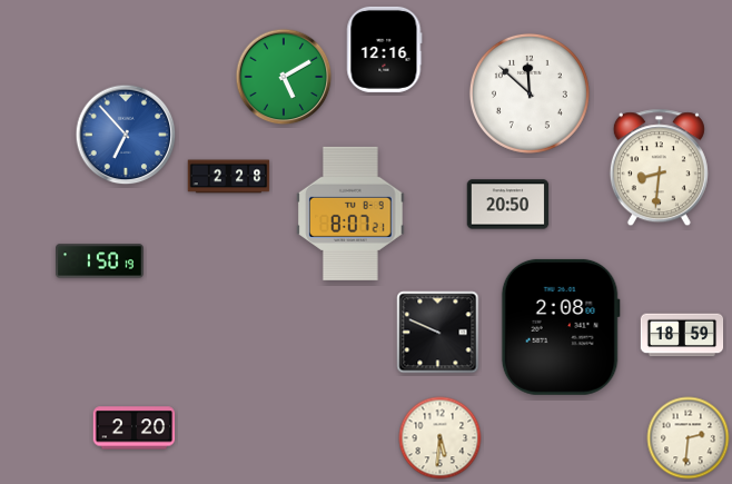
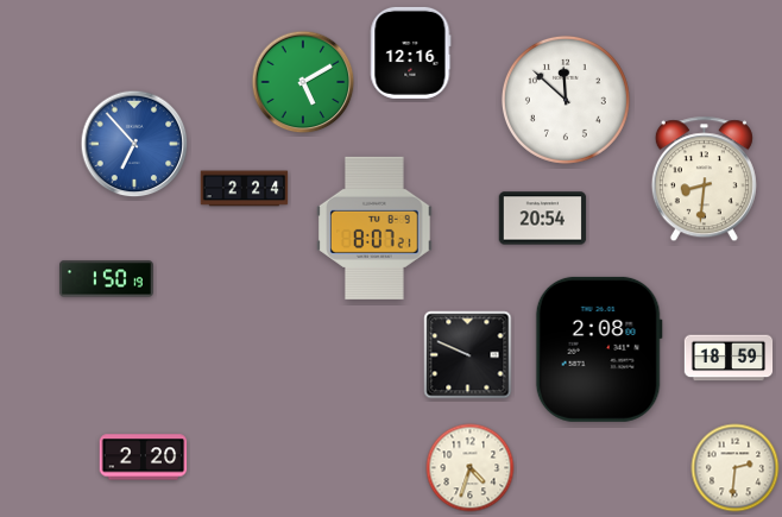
clock at (229, 177): 2:28 -> 2:24
clock at (508, 205): 20:50 -> 20:54
clock at (441, 438): 5:31 -> 4:33
